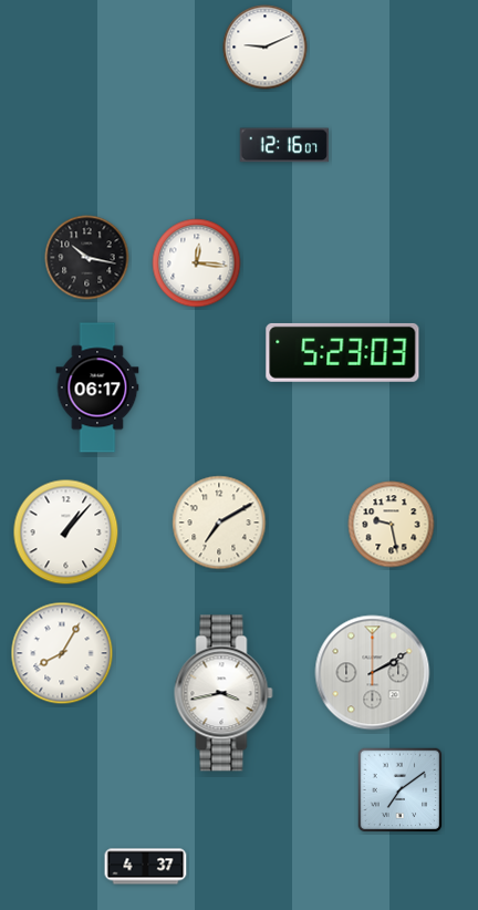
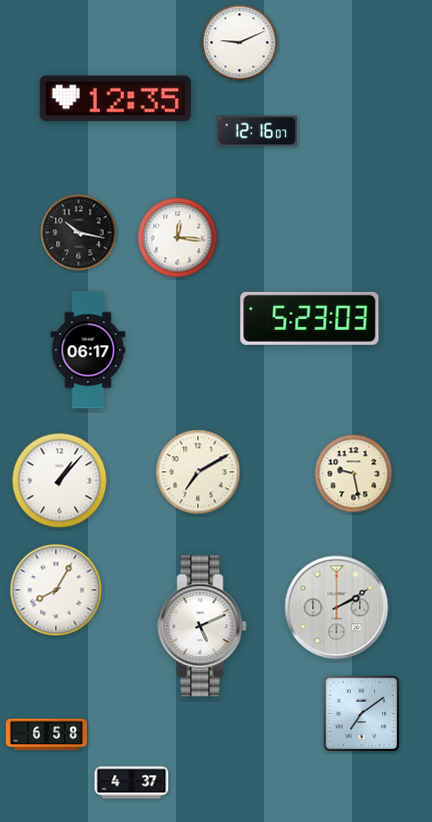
clock at (115, 99): none -> 12:35
clock at (224, 693): 3:43 -> 5:11
clock at (46, 735): none -> 6:58
